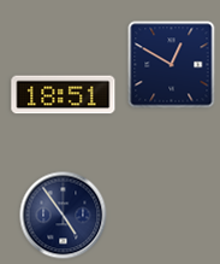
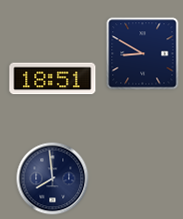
clock at (172, 65): 12:50 -> 8:50
clock at (64, 216): 4:54 -> 7:59
